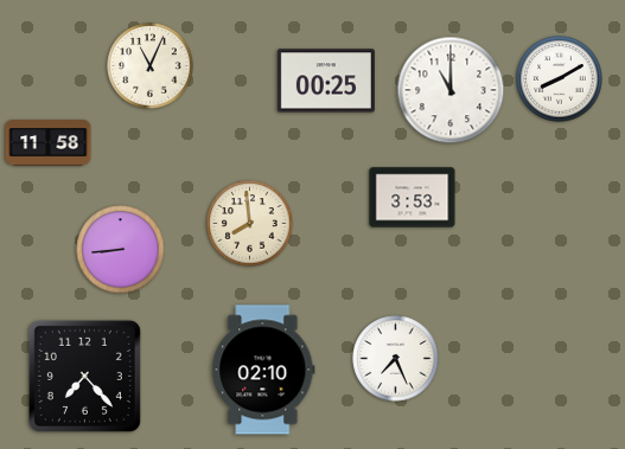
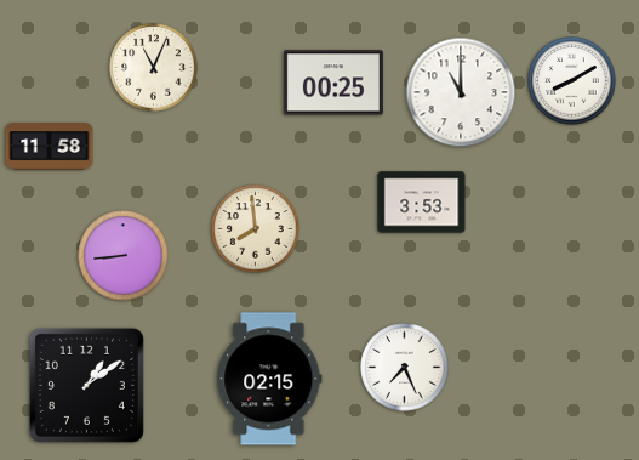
clock at (263, 370): 02:10 -> 02:15
clock at (84, 376): 7:23 -> 1:09
